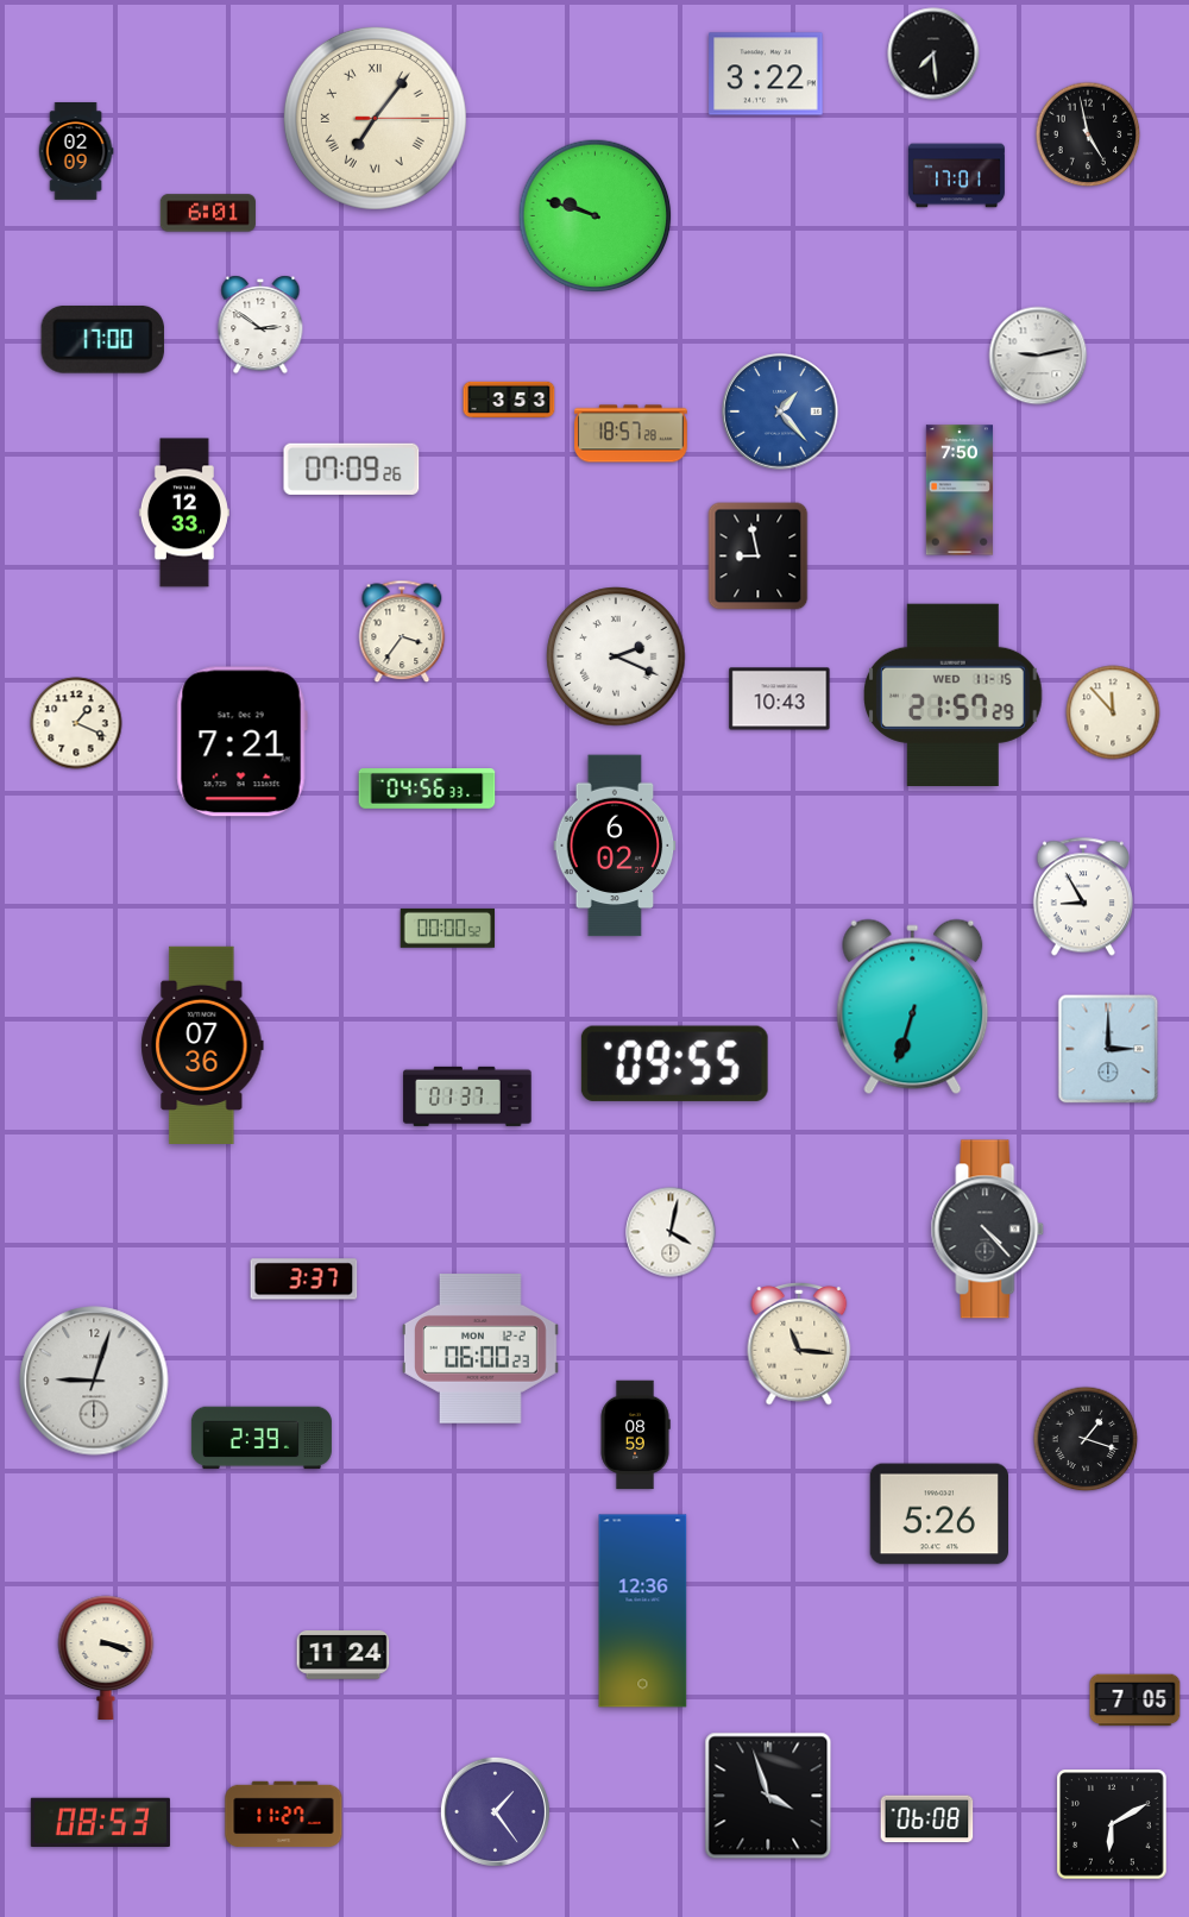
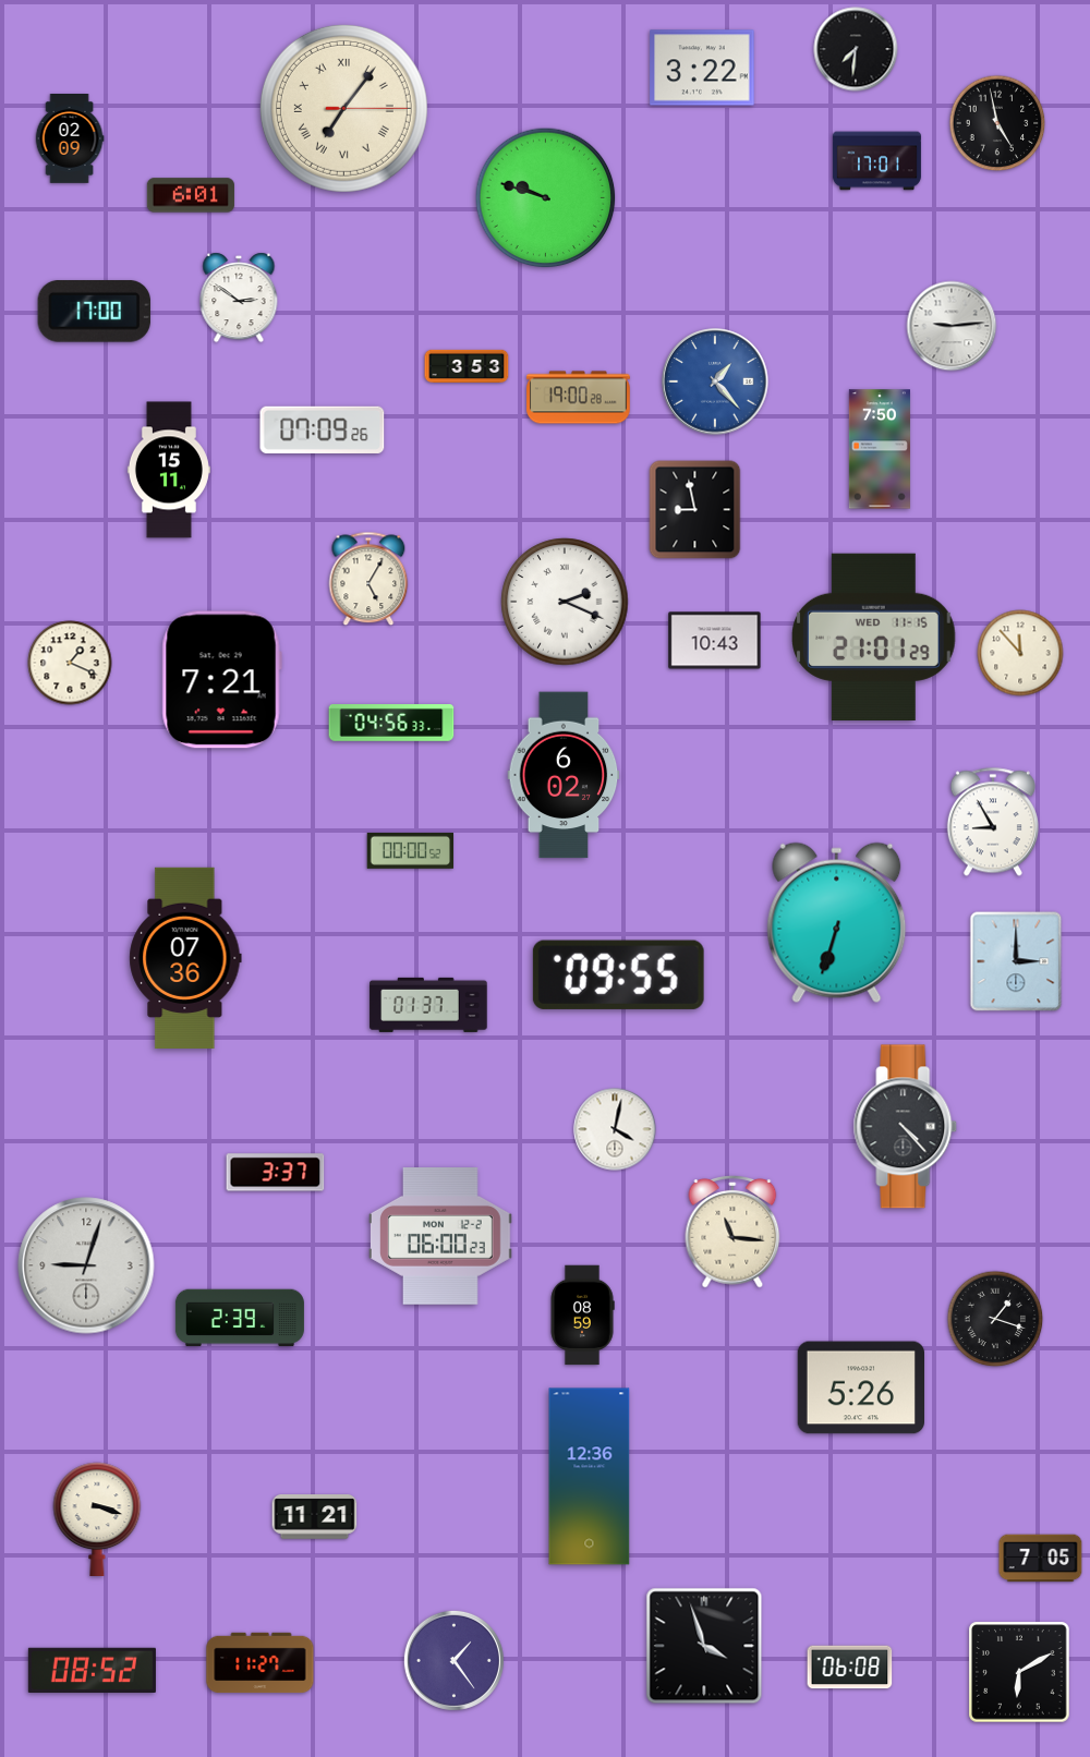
clock at (933, 54): 7:29 -> 7:31
clock at (1038, 356): 9:13 -> 9:14
clock at (780, 411) position: (780, 411) -> (715, 381)
clock at (631, 434): 18:57 -> 19:00
clock at (184, 513): 12:33 -> 15:11
clock at (402, 631): 3:36 -> 5:05
clock at (954, 694): 21:57 -> 21:01
clock at (304, 1280) position: (304, 1280) -> (276, 1173)
clock at (344, 1655): 11:24 -> 11:21
clock at (100, 1822): 08:53 -> 08:52
